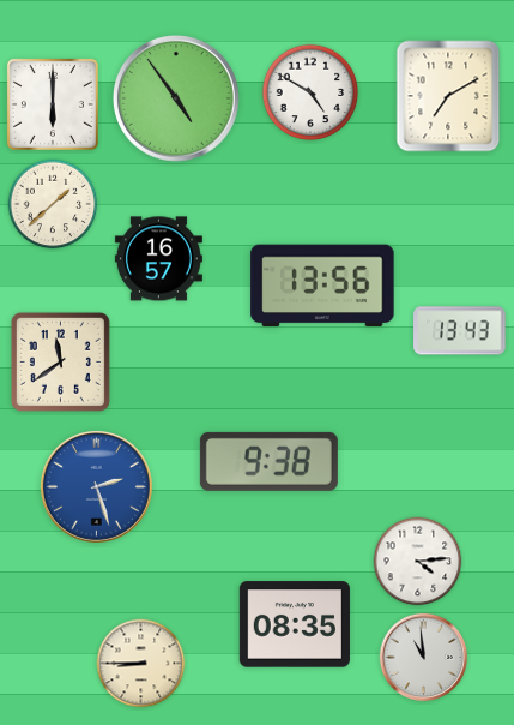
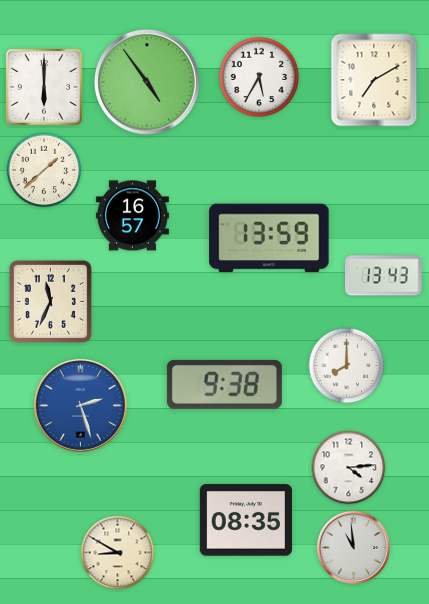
clock at (310, 92): 4:50 -> 5:35
clock at (322, 286): 13:56 -> 13:59
clock at (60, 361): 11:39 -> 11:34
clock at (347, 366): none -> 8:00
clock at (141, 664): 8:45 -> 8:50
